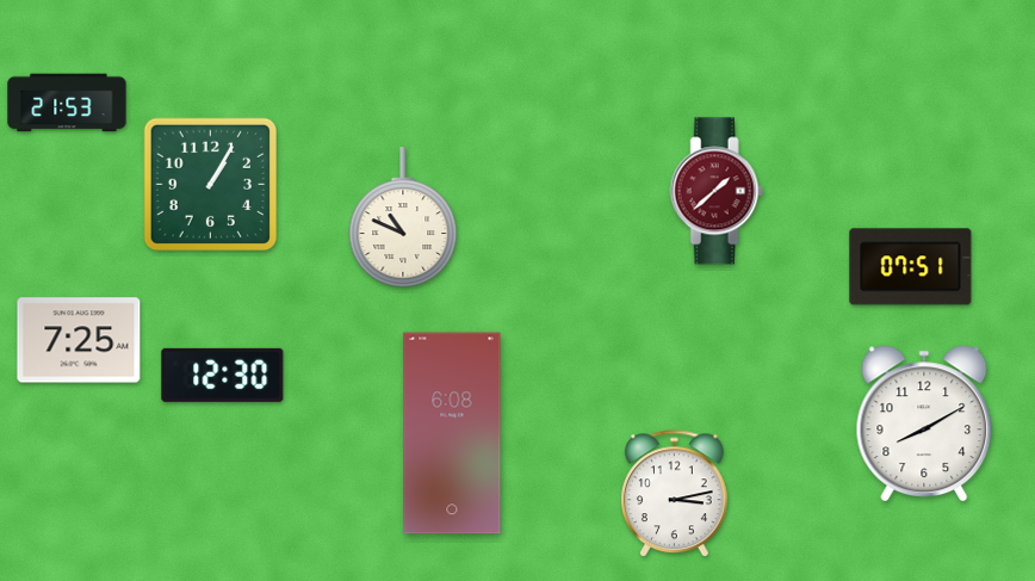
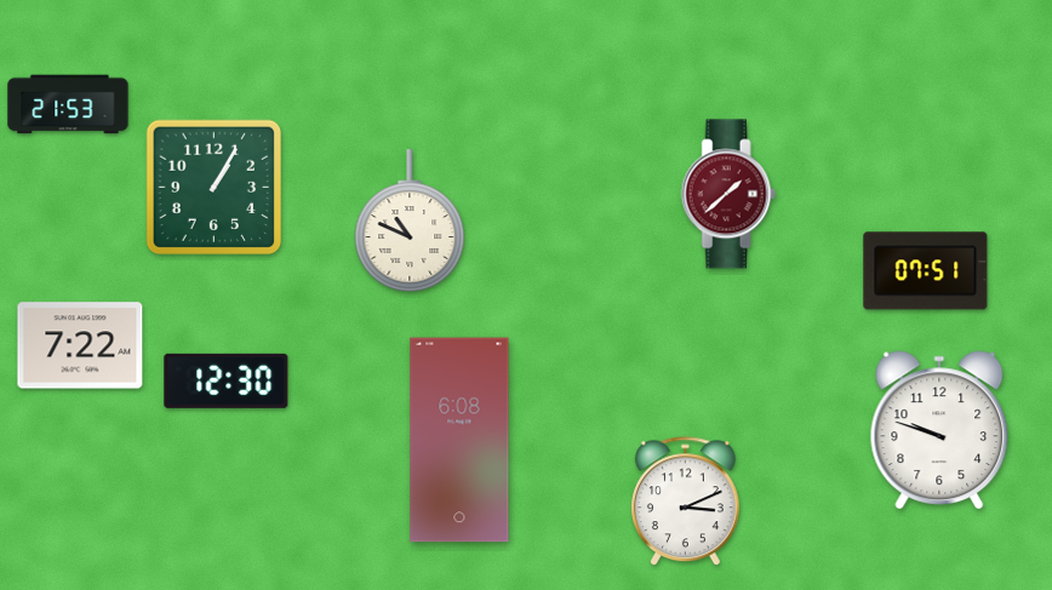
clock at (79, 340): 7:25 -> 7:22
clock at (924, 422): 8:10 -> 9:48
clock at (675, 494): 3:13 -> 3:11
